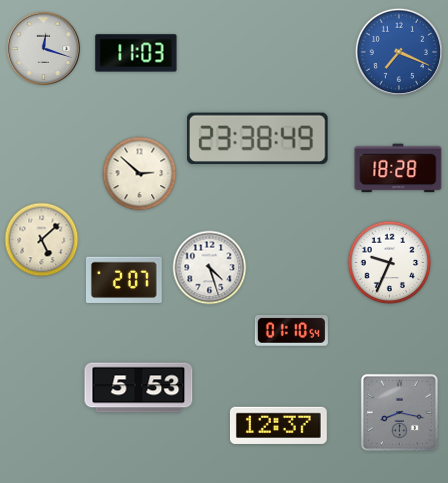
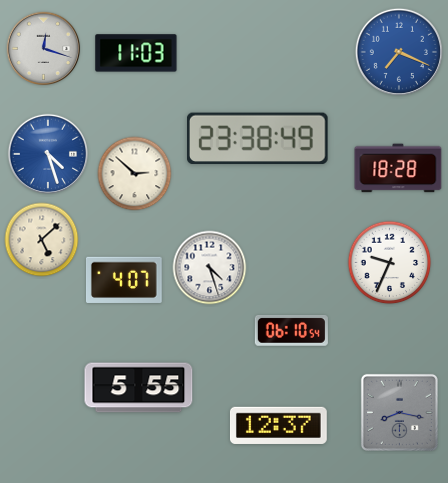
clock at (47, 153): none -> 4:27
clock at (140, 174) position: (140, 174) -> (135, 174)
clock at (124, 280): 2:07 -> 4:07
clock at (291, 331): 01:10 -> 06:10
clock at (139, 388): 5:53 -> 5:55
